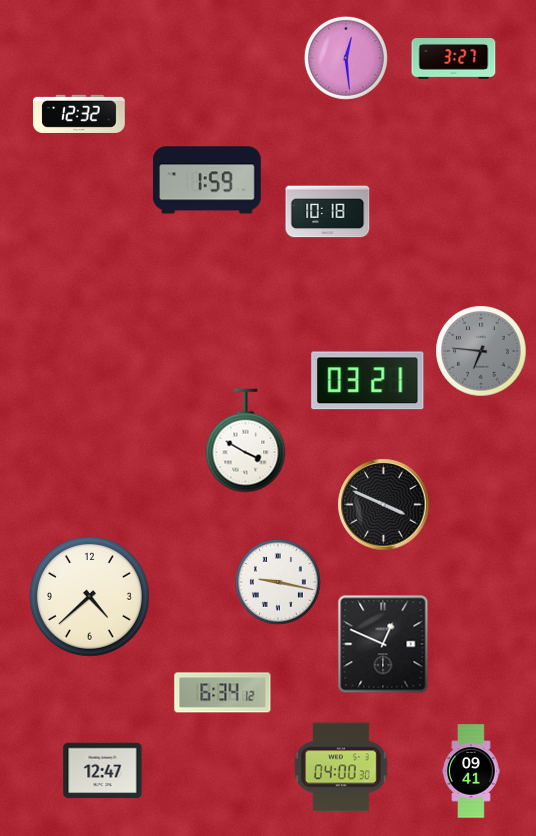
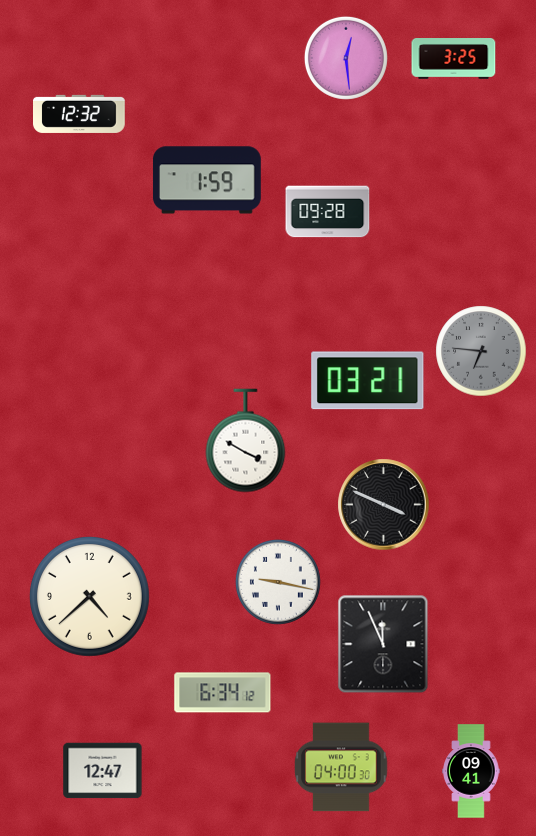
clock at (454, 59): 3:27 -> 3:25
clock at (328, 212): 10:18 -> 09:28
clock at (383, 644): 12:49 -> 11:56
